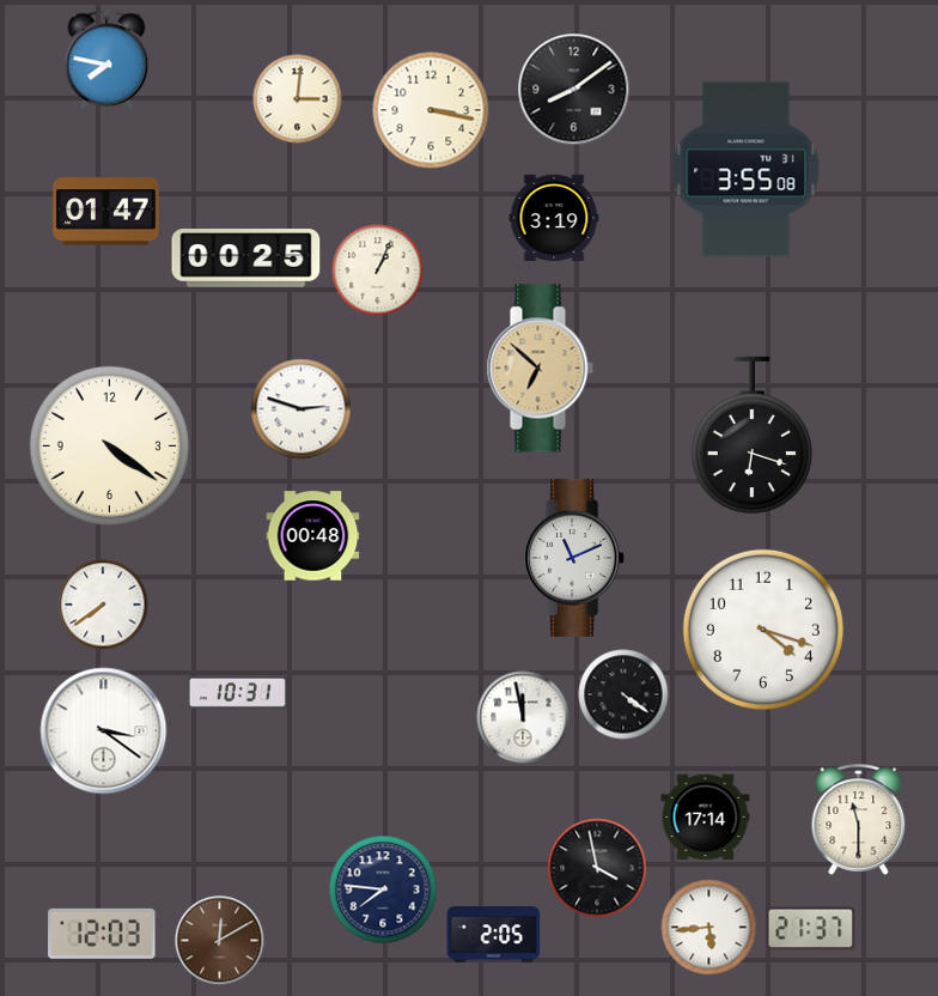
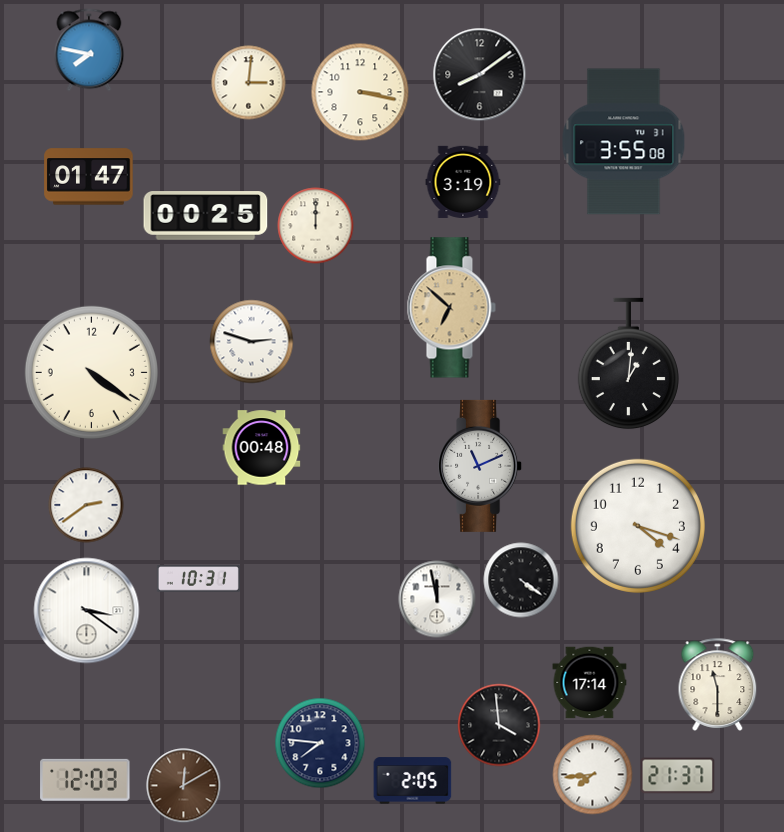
clock at (378, 271): 1:04 -> 12:00
clock at (751, 436): 6:18 -> 1:01
clock at (103, 605): 7:39 -> 2:39
clock at (597, 868): 3:58 -> 3:59
clock at (709, 928): 5:44 -> 7:44
